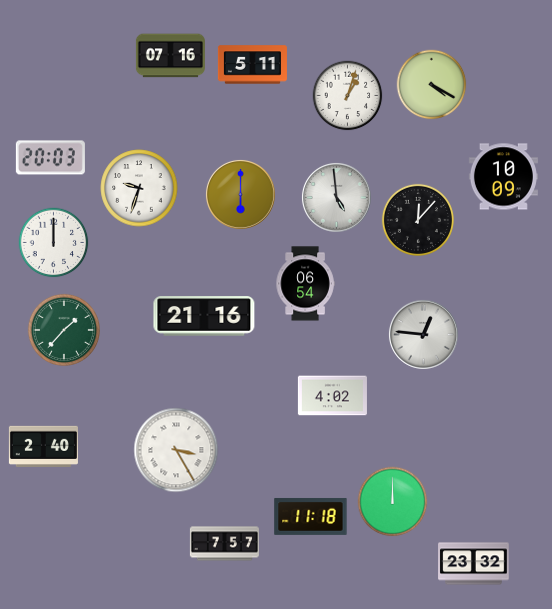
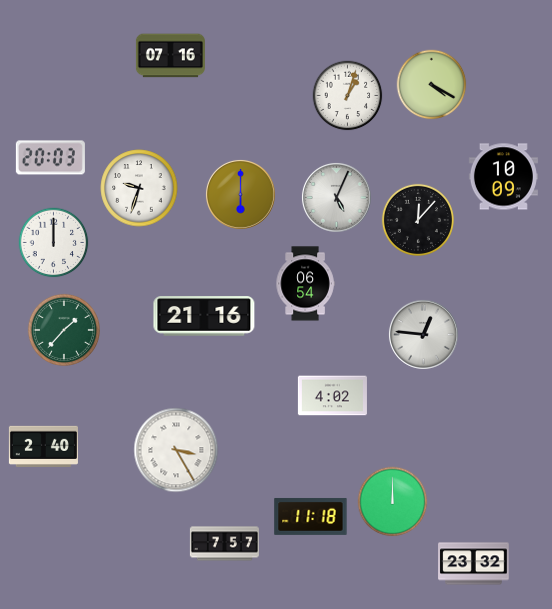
clock at (252, 65): 5:11 -> none
clock at (336, 197): 4:59 -> 5:04
